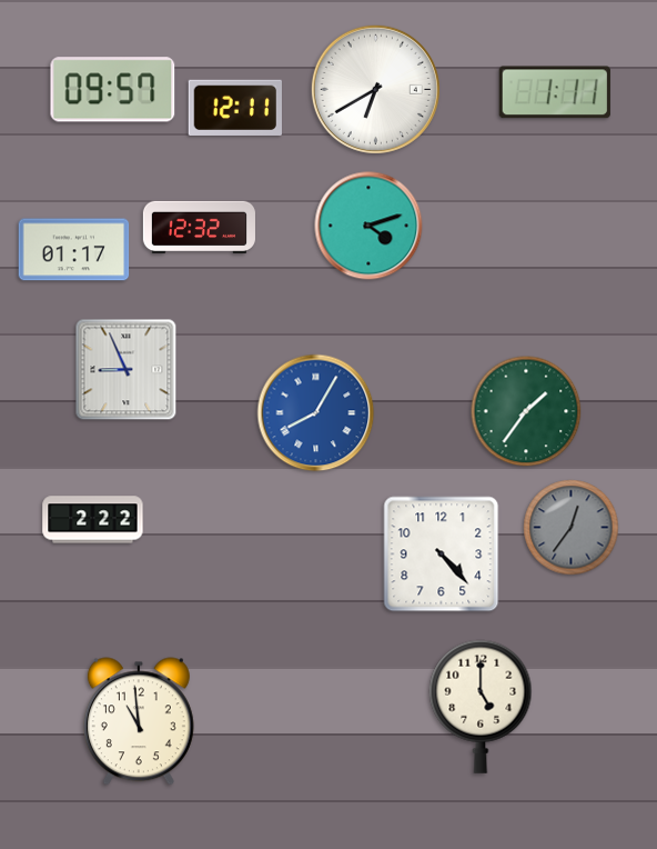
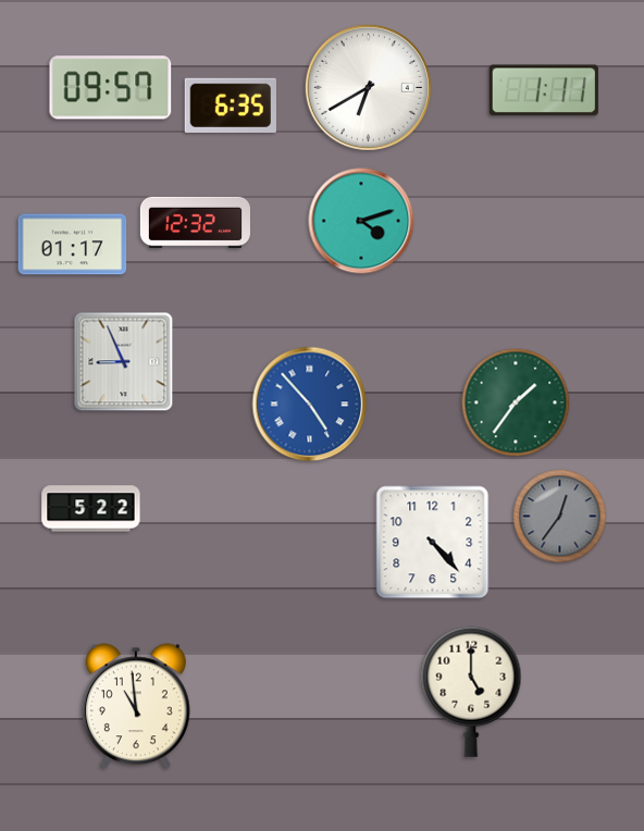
clock at (235, 108): 12:11 -> 6:35
clock at (316, 413): 8:05 -> 4:53
clock at (93, 520): 2:22 -> 5:22
